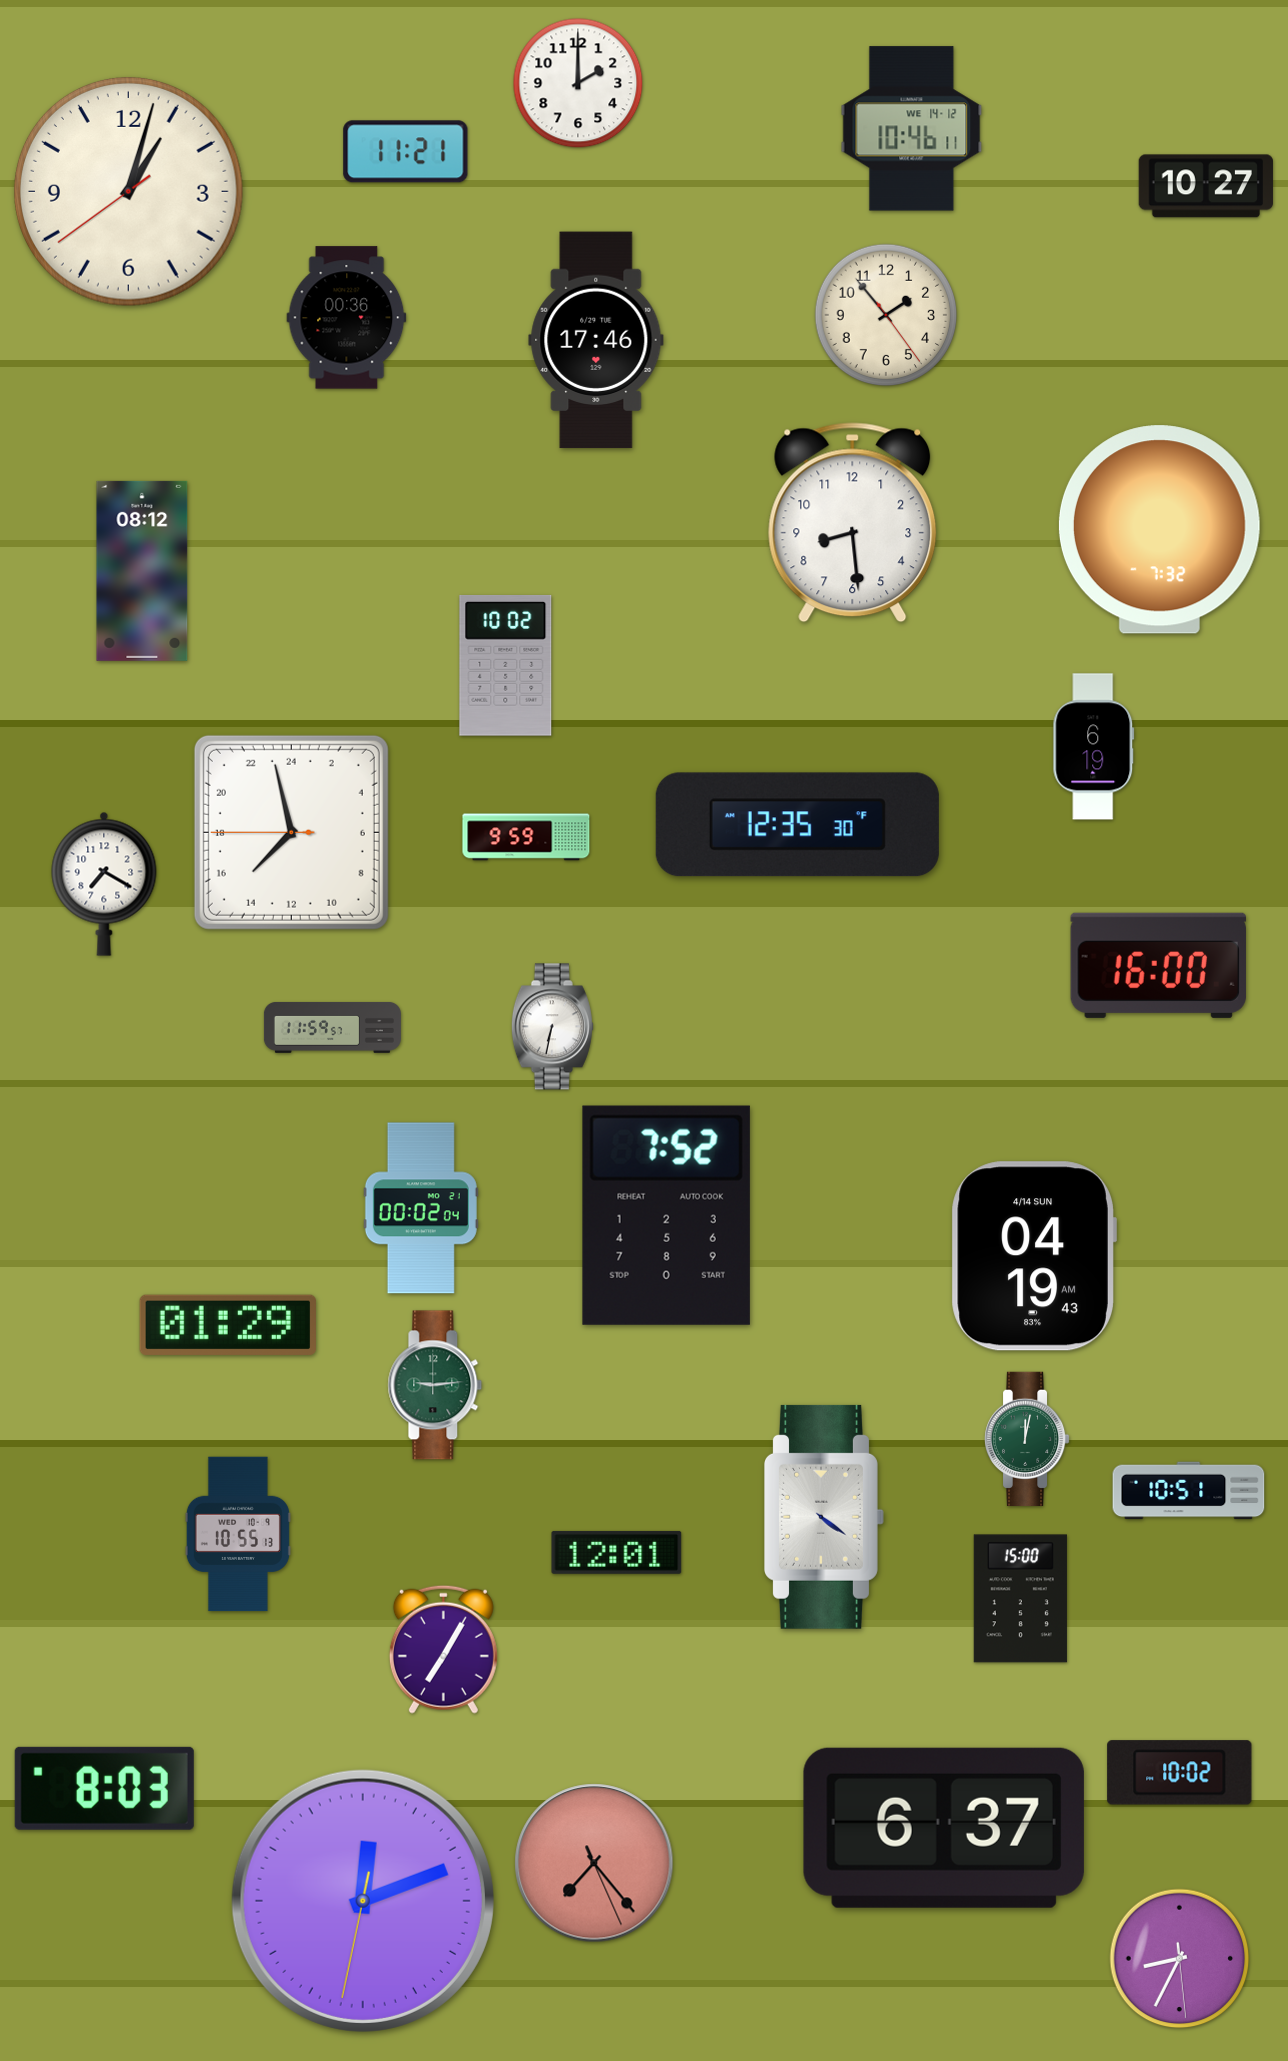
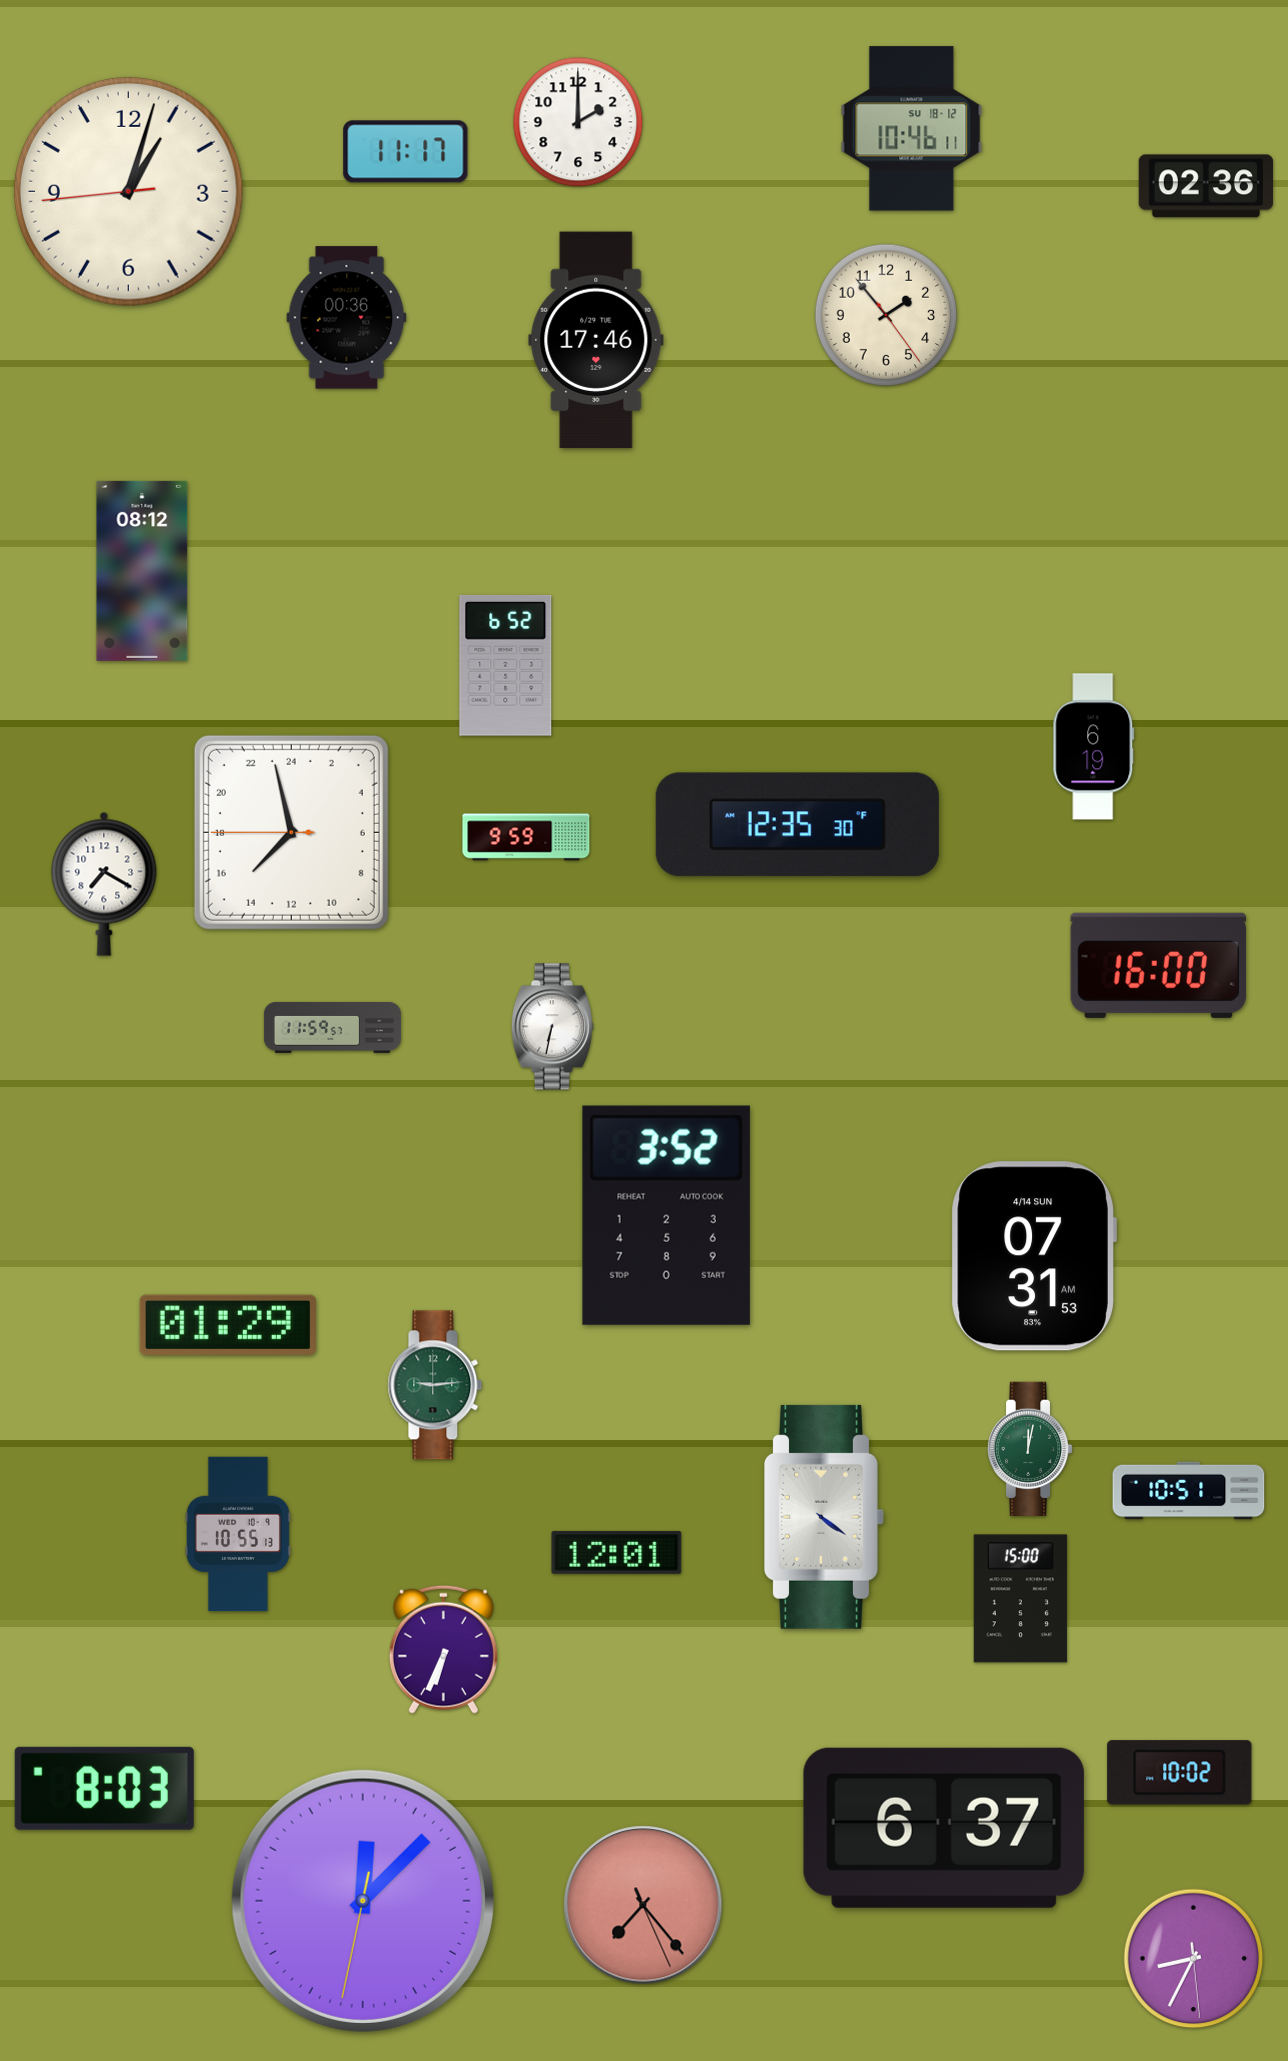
clock at (578, 83) position: (578, 83) -> (578, 122)
clock at (912, 129) date: WE 14-12 -> SU 18-12
clock at (406, 152): 11:21 -> 11:17
clock at (1206, 186): 10:27 -> 02:36
clock at (128, 191): 1:02:39 -> 1:02:44
clock at (853, 523): 8:29 -> none
clock at (1159, 530): 7:32 -> none
clock at (506, 665): 10:02 -> 6:52
clock at (421, 1208): 00:02 -> none
clock at (666, 1215): 7:52 -> 3:52
clock at (1034, 1256): 04:19 -> 07:31
clock at (1027, 1438) position: (1027, 1438) -> (1030, 1448)
clock at (443, 1649): 7:05 -> 6:34
clock at (594, 1863) position: (594, 1863) -> (643, 1905)
clock at (363, 1901): 12:11 -> 12:07
clock at (1180, 1959) position: (1180, 1959) -> (1194, 1959)
